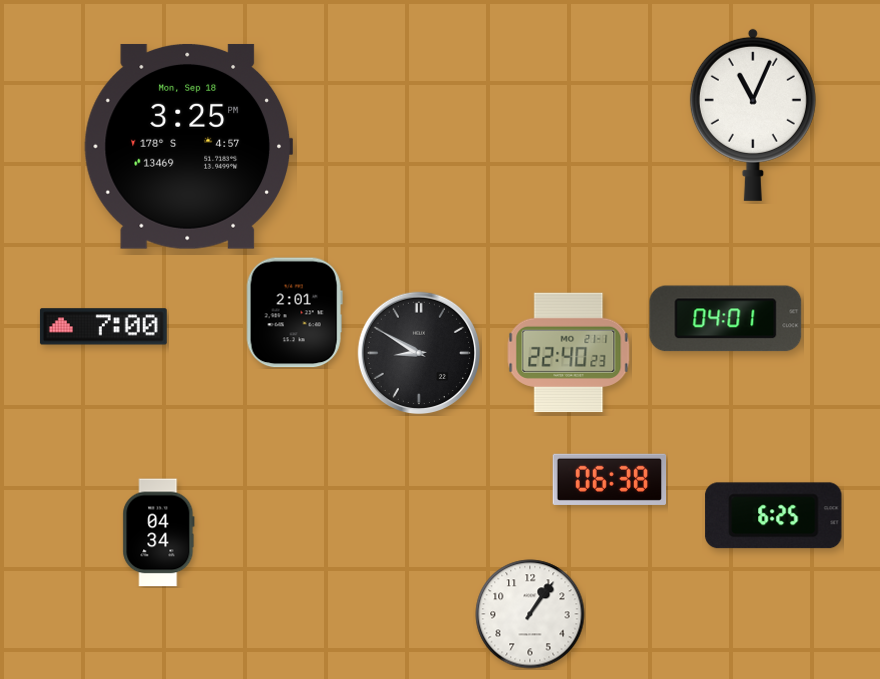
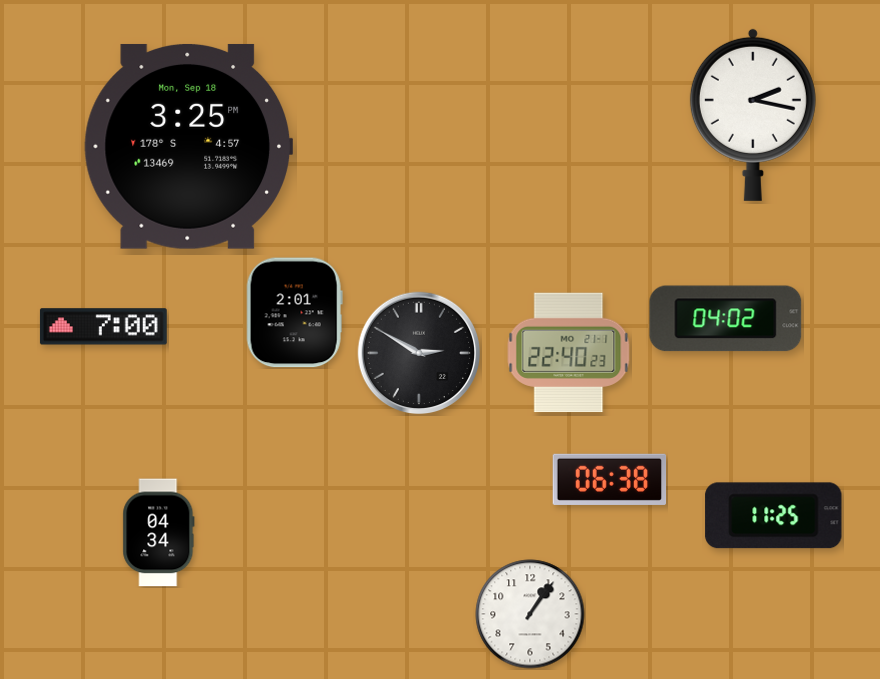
clock at (753, 115): 11:04 -> 2:17
clock at (726, 319): 04:01 -> 04:02
clock at (419, 353): 8:50 -> 2:50
clock at (774, 516): 6:25 -> 11:25
